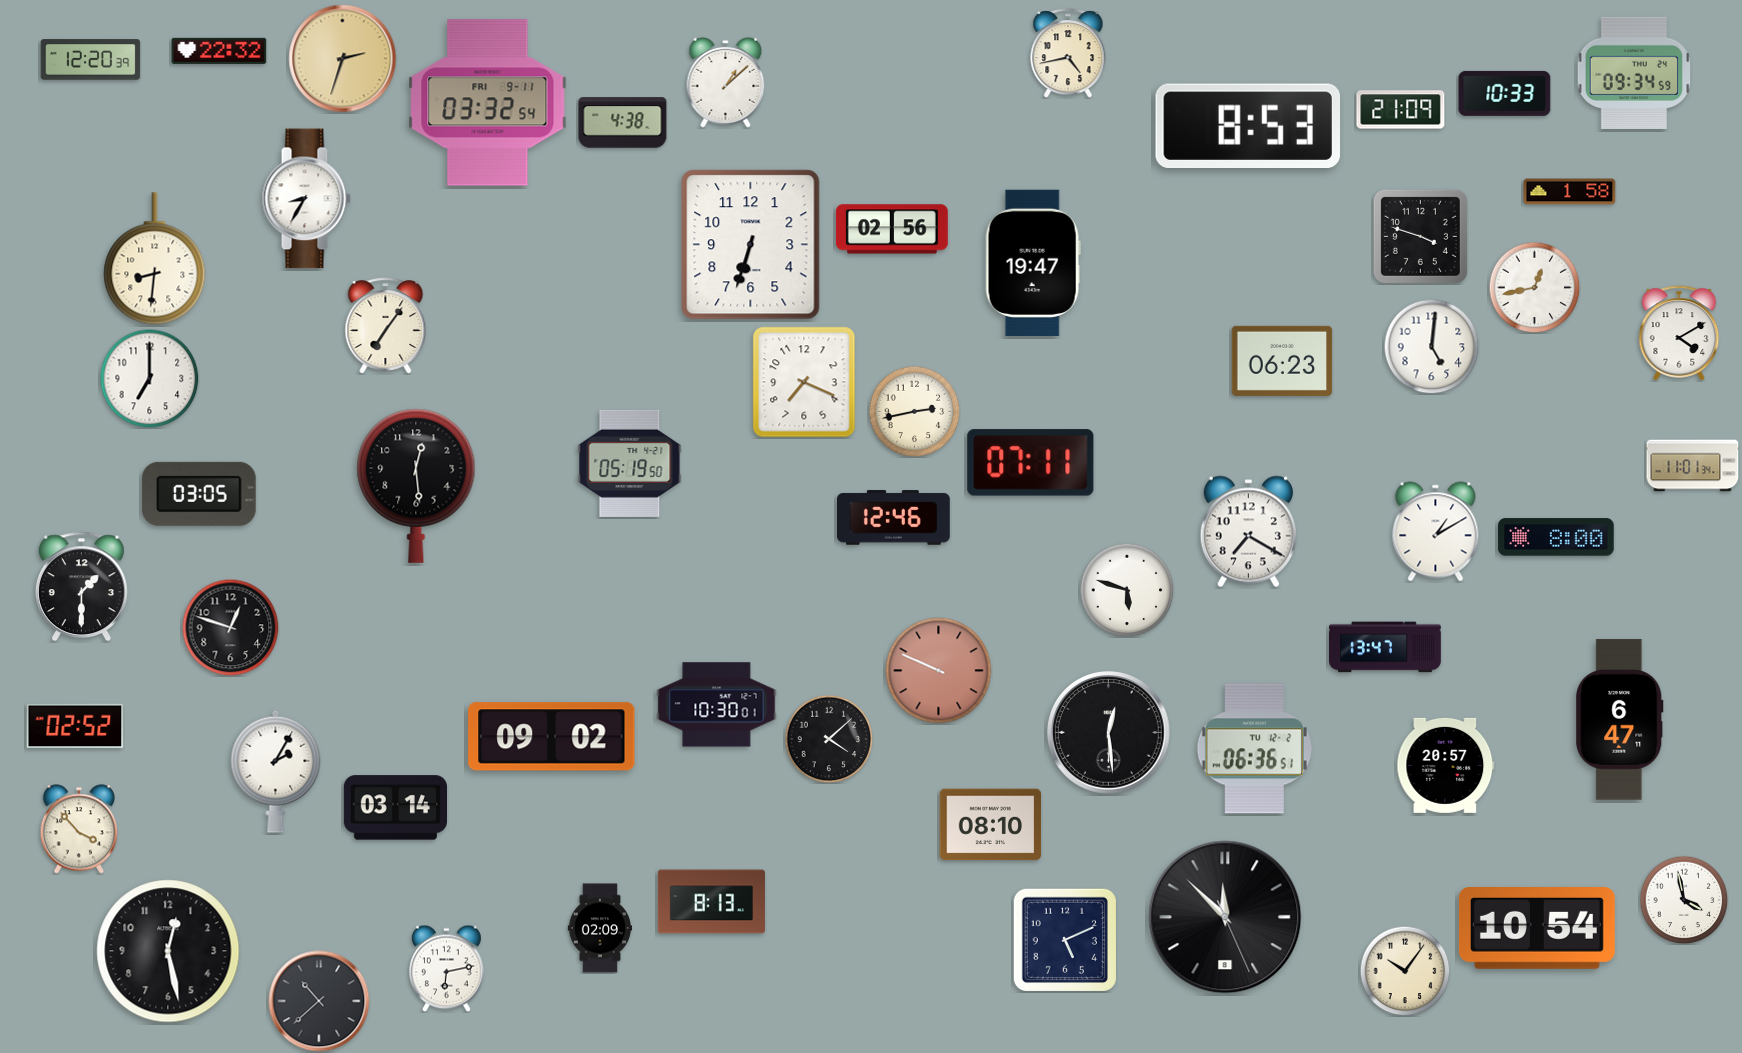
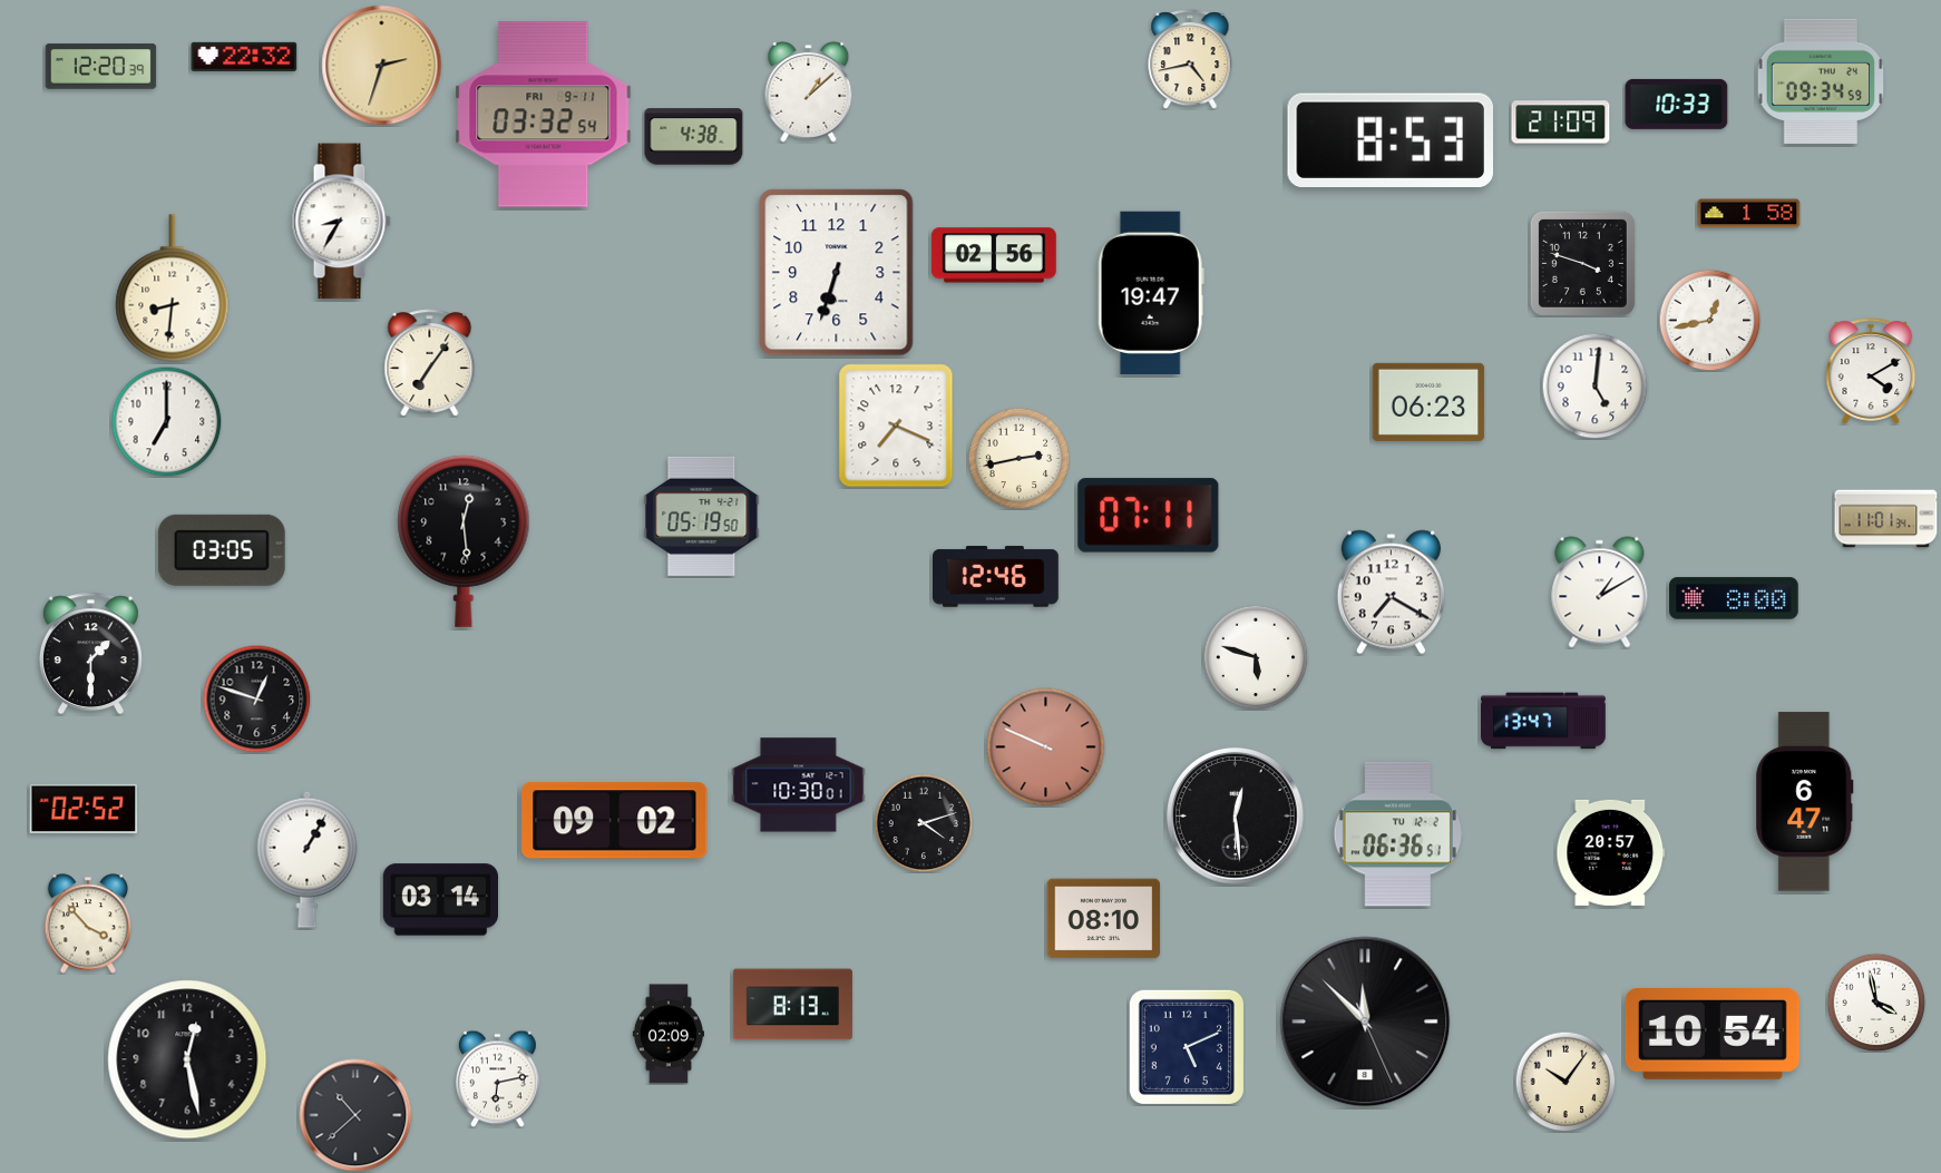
clock at (829, 739): 4:08 -> 4:12
clock at (276, 771): 2:05 -> 1:05
